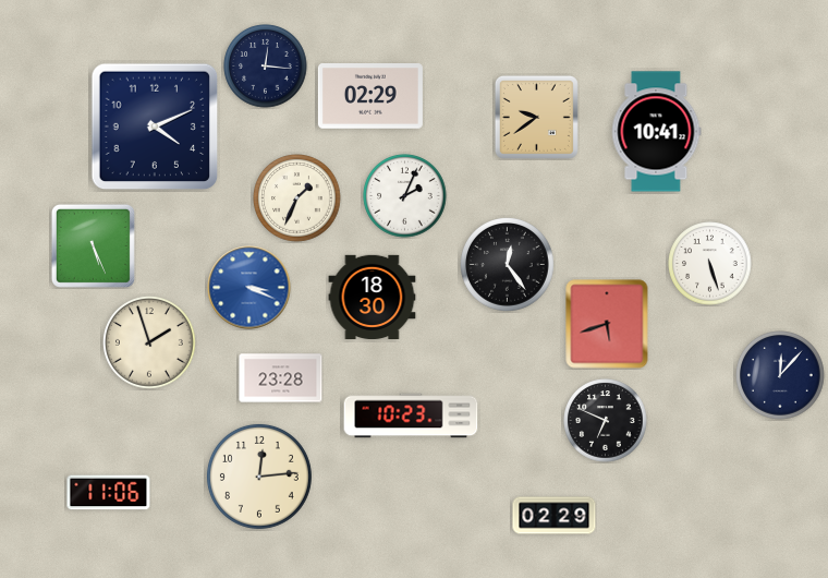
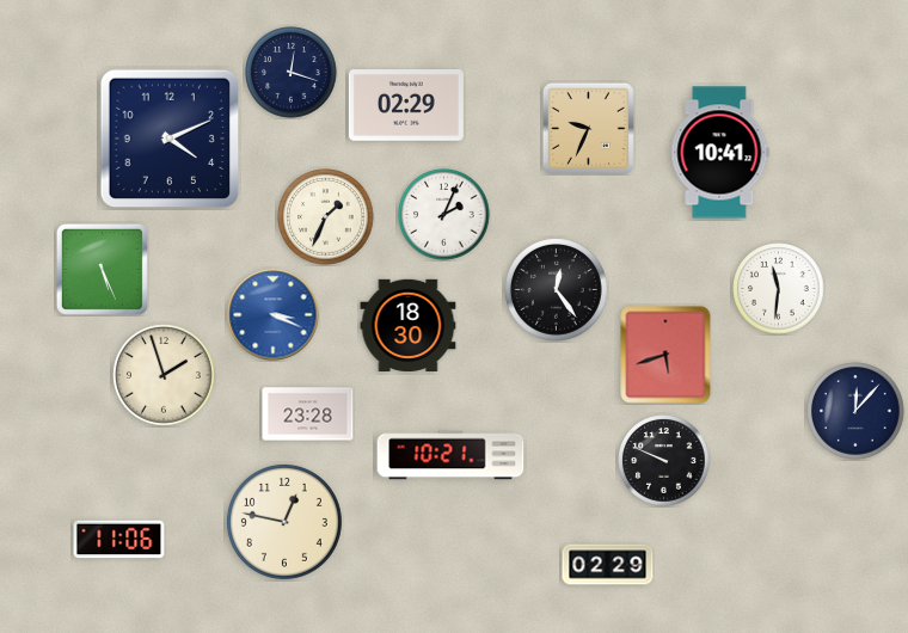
clock at (266, 67): 12:16 -> 12:18
clock at (536, 117): 9:39 -> 9:34
clock at (656, 132) position: (656, 132) -> (719, 153)
clock at (710, 264): 5:27 -> 11:31
clock at (411, 416): 10:23 -> 10:21
clock at (606, 421): 6:49 -> 9:49
clock at (259, 477): 12:14 -> 12:47
